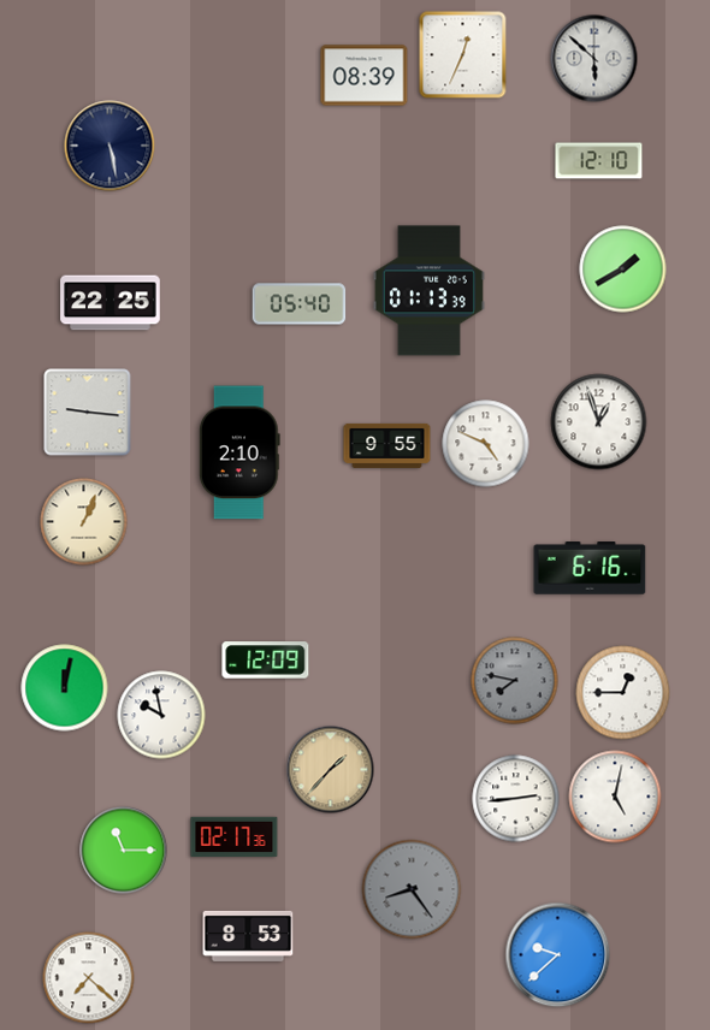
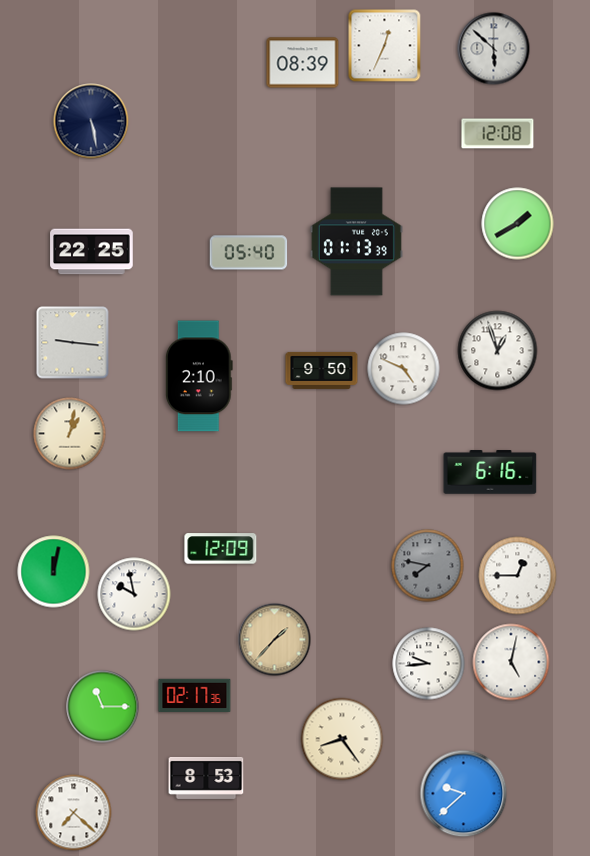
clock at (599, 161): 12:10 -> 12:08
clock at (387, 445): 9:55 -> 9:50
clock at (84, 522): 1:04 -> 1:02
clock at (516, 799): 2:44 -> 9:44
clock at (412, 889) dial: grey -> cream
